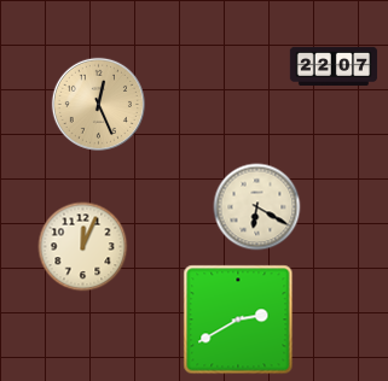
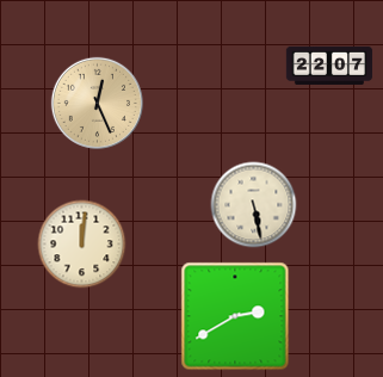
clock at (257, 207): 6:20 -> 5:28
clock at (83, 247): 12:04 -> 12:01
